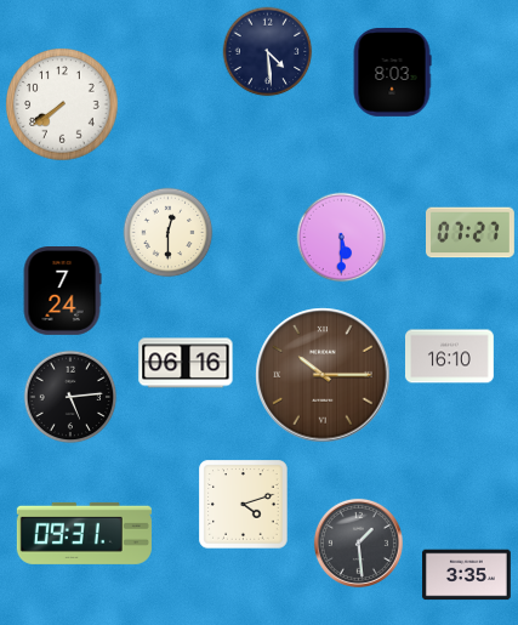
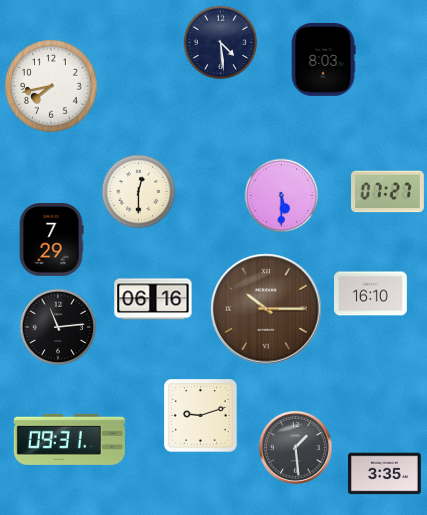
clock at (62, 104): 7:39 -> 7:43
clock at (62, 291): 7:24 -> 7:29
clock at (70, 397): 5:14 -> 11:14
clock at (244, 505): 4:12 -> 9:12
